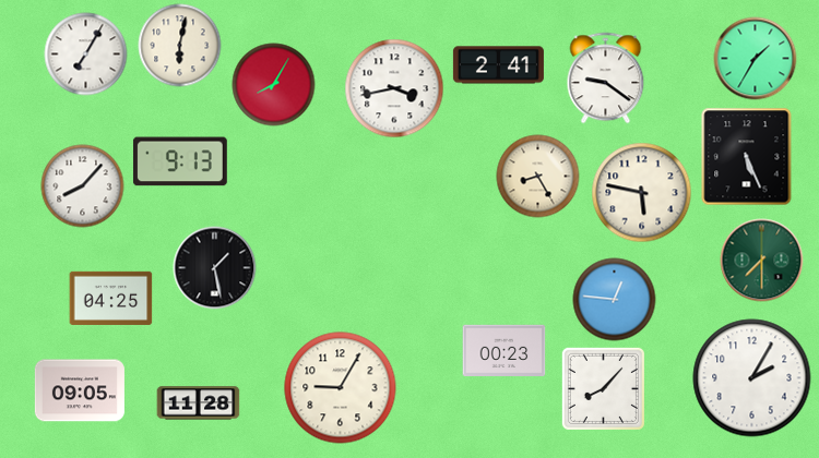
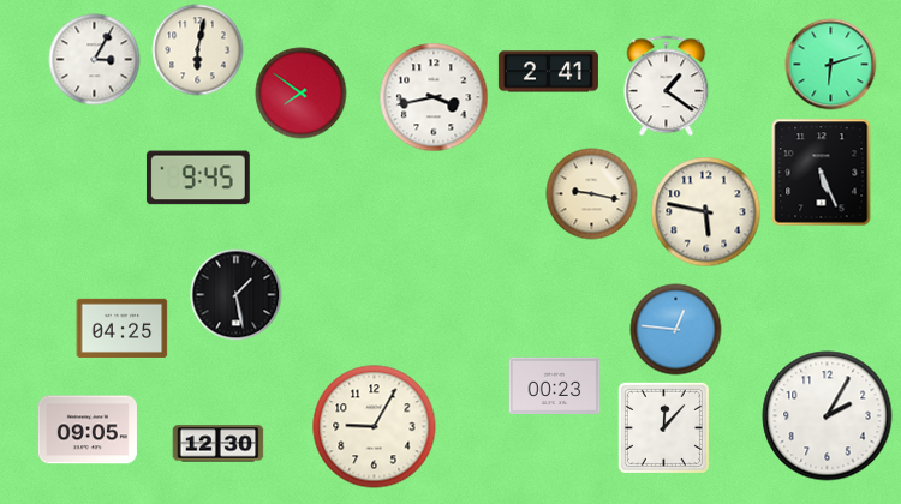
clock at (86, 55): 7:05 -> 3:05
clock at (756, 59): 1:35 -> 6:12
clock at (606, 79): 9:21 -> 1:21
clock at (274, 85): 8:05 -> 7:51
clock at (180, 161): 9:13 -> 9:45
clock at (538, 177): 8:25 -> 9:17
clock at (83, 186): 8:07 -> none
clock at (762, 261): 7:30 -> none
clock at (603, 388): 8:07 -> 12:07
clock at (199, 403): 11:28 -> 12:30
